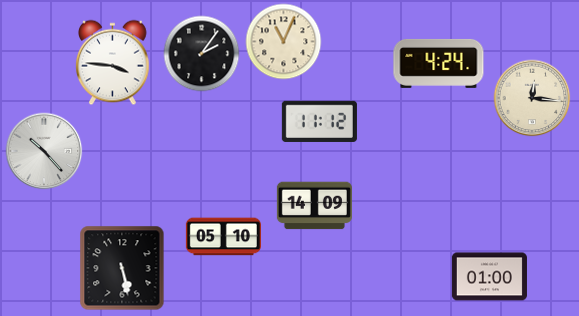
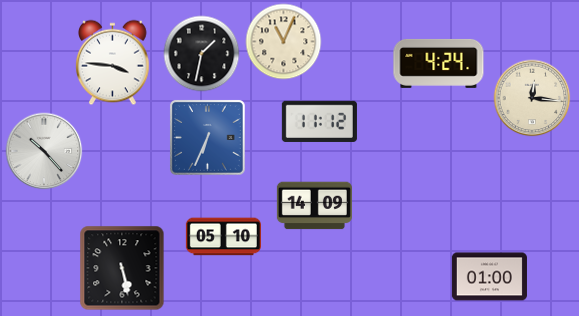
clock at (202, 54): 2:06 -> 1:32
clock at (207, 137): none -> 6:34
